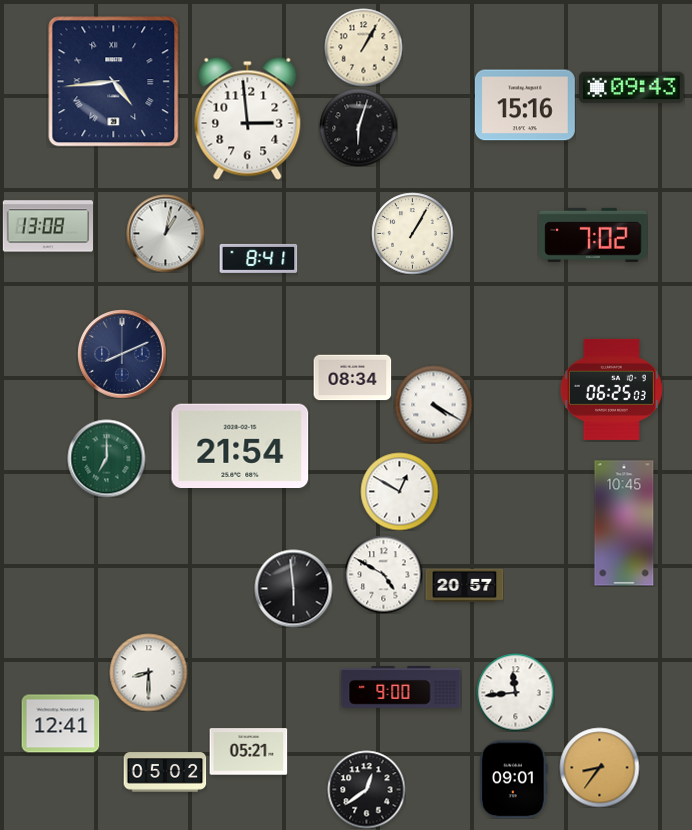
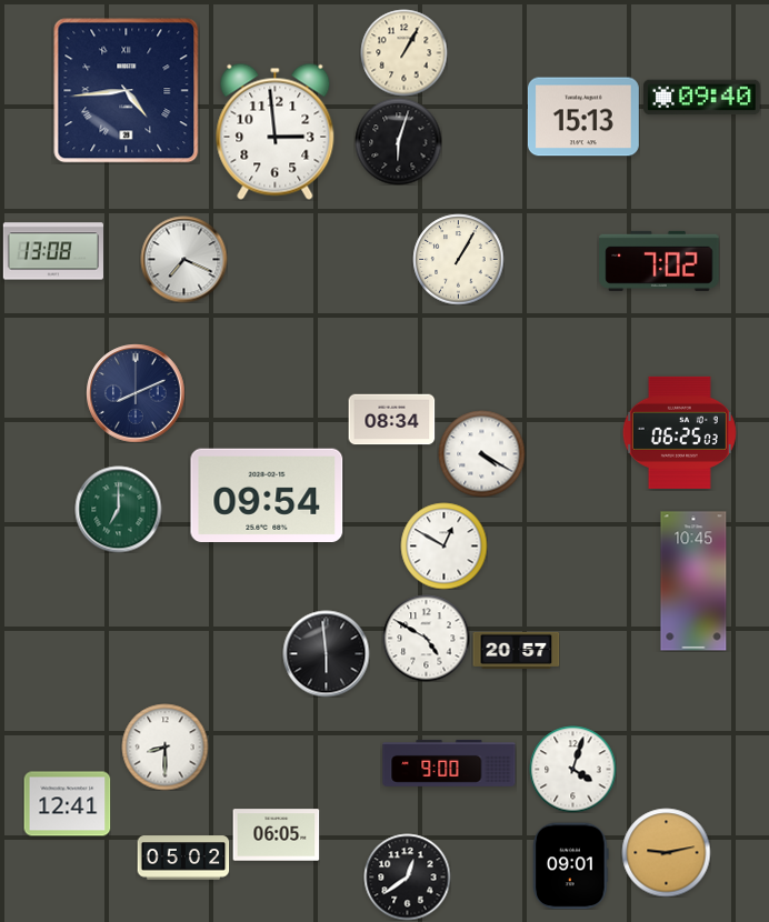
clock at (632, 88): 09:43 -> 09:40
clock at (525, 105): 15:16 -> 15:13
clock at (165, 233): 1:02 -> 7:19
clock at (258, 258): 8:41 -> none
clock at (433, 404) position: (433, 404) -> (481, 453)
clock at (240, 445): 21:54 -> 09:54
clock at (401, 687) position: (401, 687) -> (449, 763)
clock at (515, 692): 11:44 -> 4:03
clock at (248, 752): 05:21 -> 06:05
clock at (599, 767): 8:36 -> 9:13
